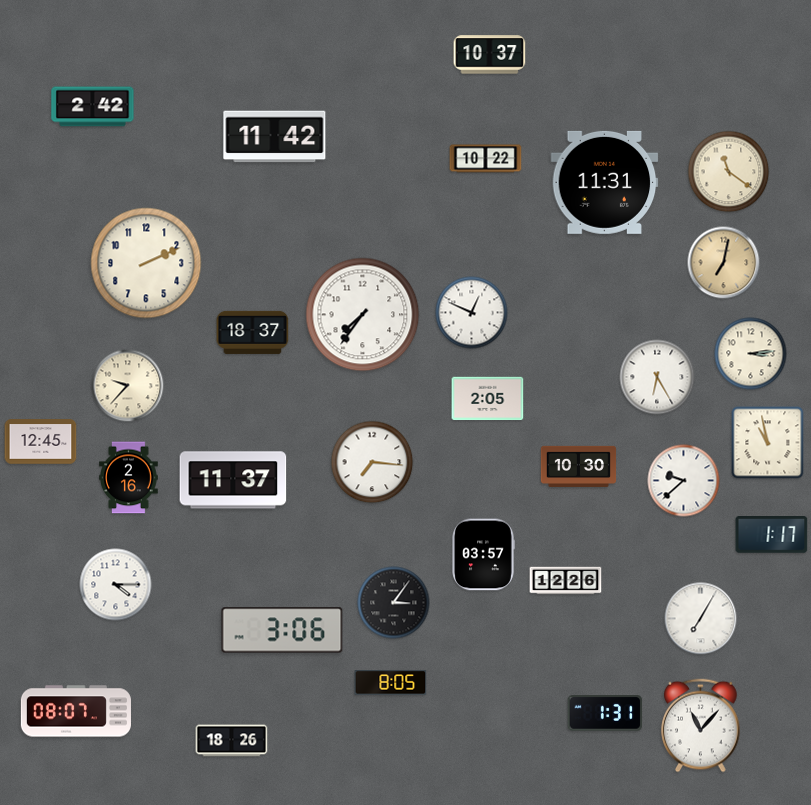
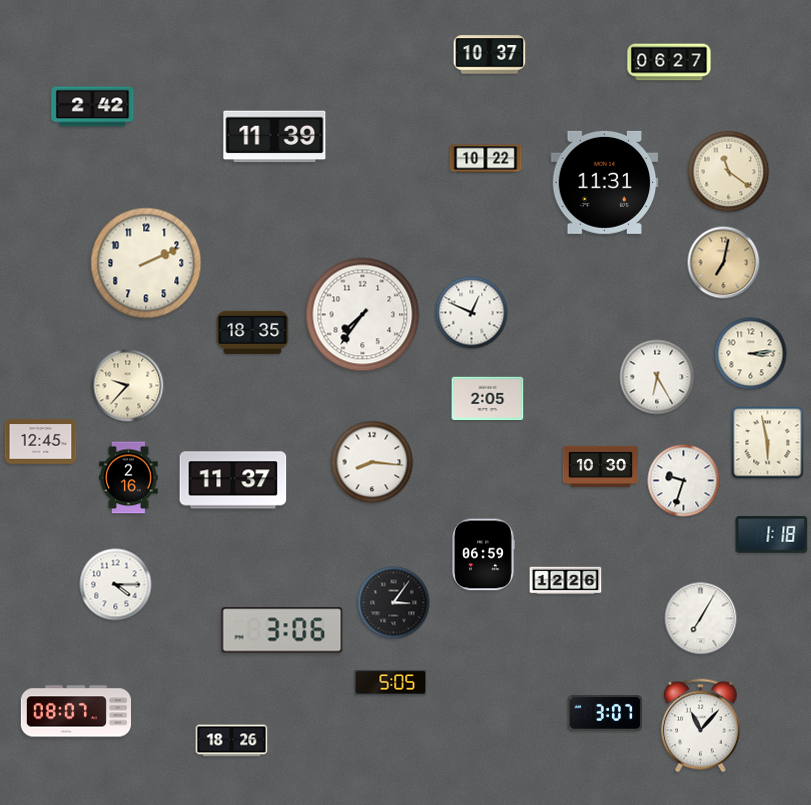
clock at (669, 62): none -> 06:27
clock at (275, 137): 11:42 -> 11:39
clock at (253, 332): 18:37 -> 18:35
clock at (768, 443): 10:58 -> 5:58
clock at (372, 462): 7:16 -> 8:16
clock at (579, 466) position: (579, 466) -> (601, 466)
clock at (684, 481): 9:38 -> 9:33
clock at (772, 535): 1:17 -> 1:18
clock at (483, 555): 03:57 -> 06:59
clock at (391, 683): 8:05 -> 5:05
clock at (605, 713): 1:31 -> 3:07
